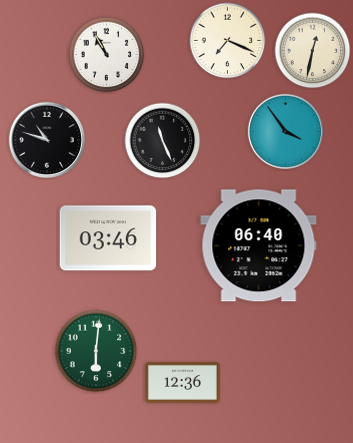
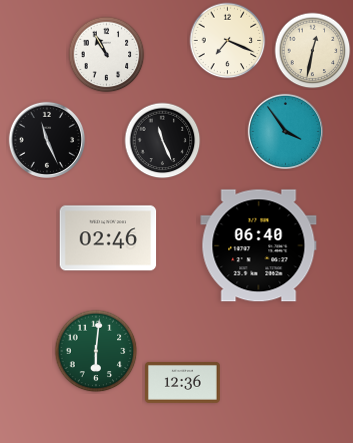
clock at (46, 139): 10:48 -> 11:26
clock at (108, 238): 03:46 -> 02:46
